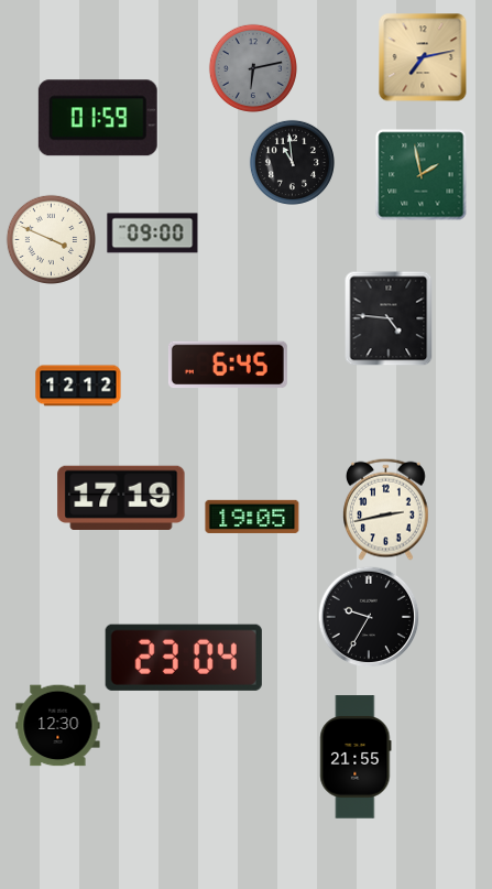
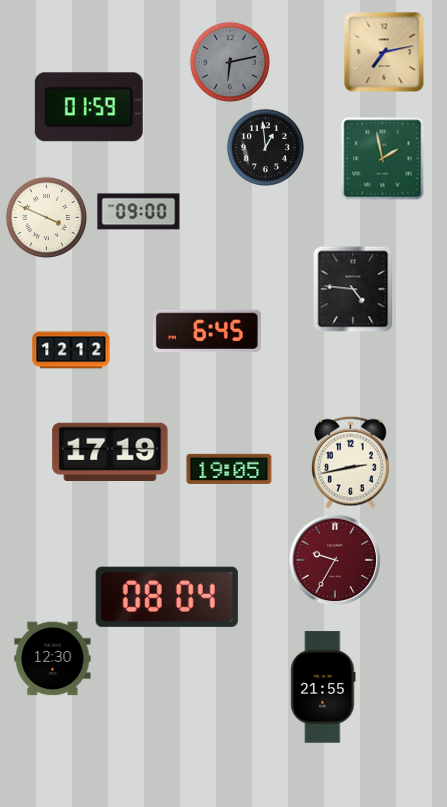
clock at (292, 162): 10:59 -> 12:59
clock at (369, 617) dial: black -> burgundy
clock at (184, 658): 23:04 -> 08:04
